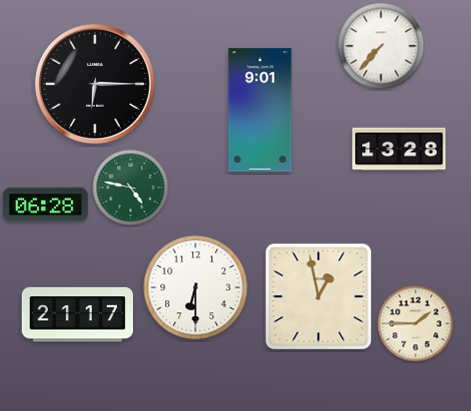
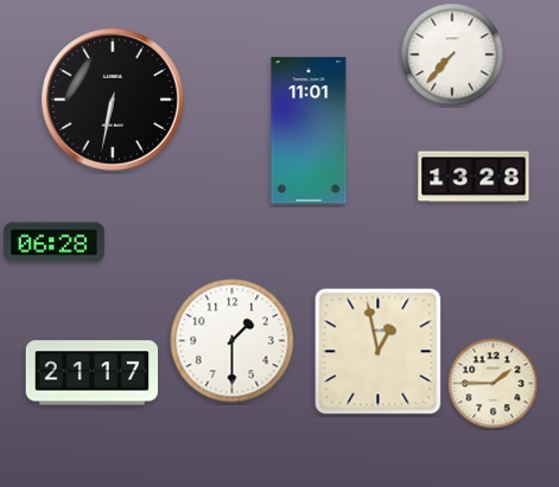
clock at (95, 84): 6:15 -> 6:32
clock at (260, 110): 9:01 -> 11:01
clock at (131, 188): 4:47 -> none
clock at (196, 288): 6:30 -> 1:30
